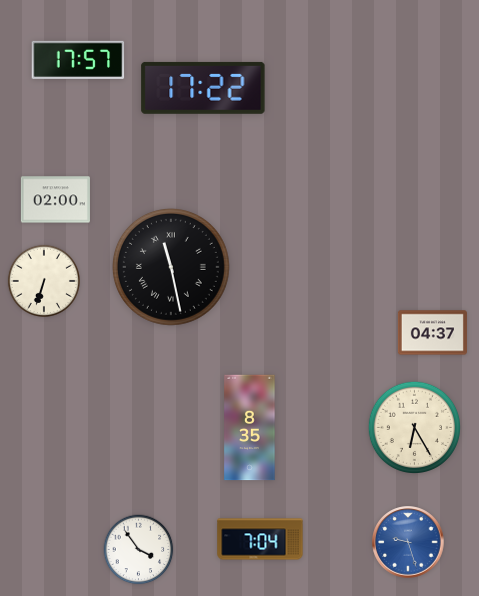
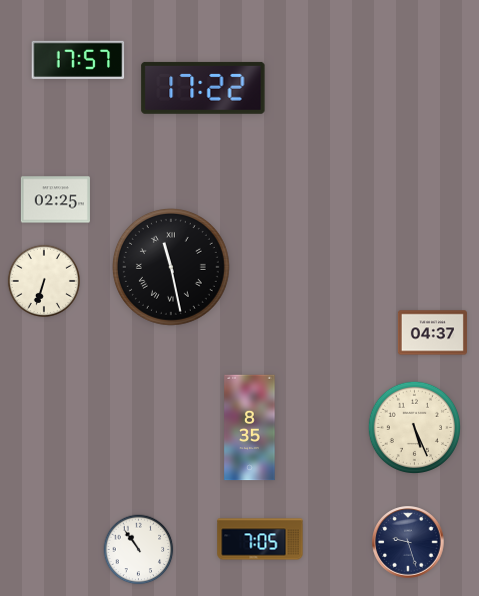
clock at (55, 200): 02:00 -> 02:25
clock at (414, 427): 6:25 -> 5:26
clock at (260, 539): 7:04 -> 7:05
clock at (408, 542) dial: blue -> navy
clock at (139, 550): 3:54 -> 10:54
